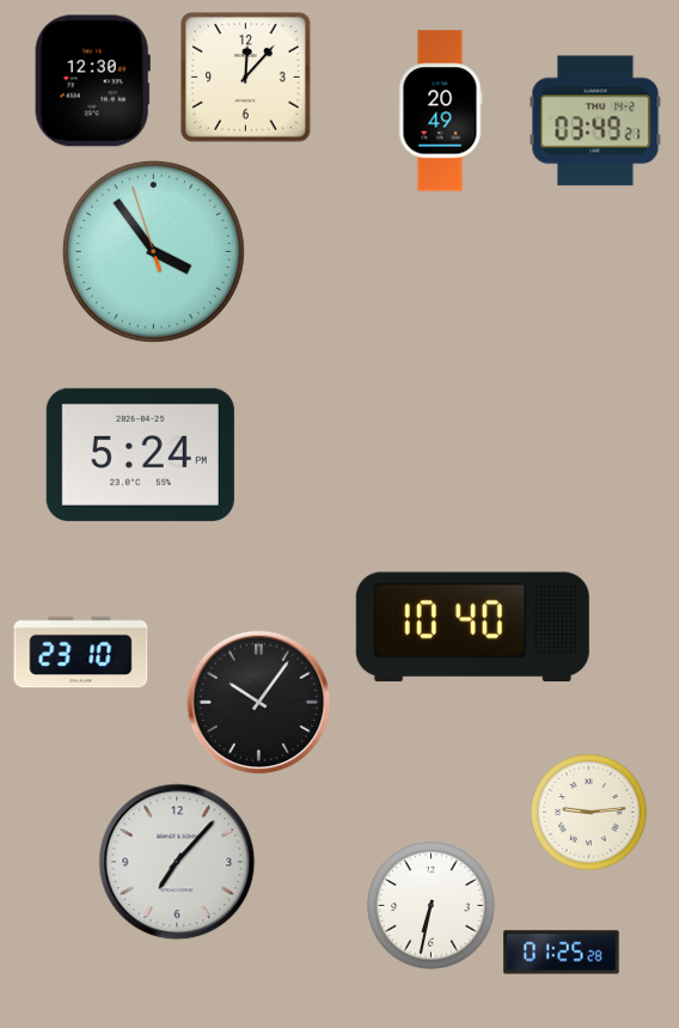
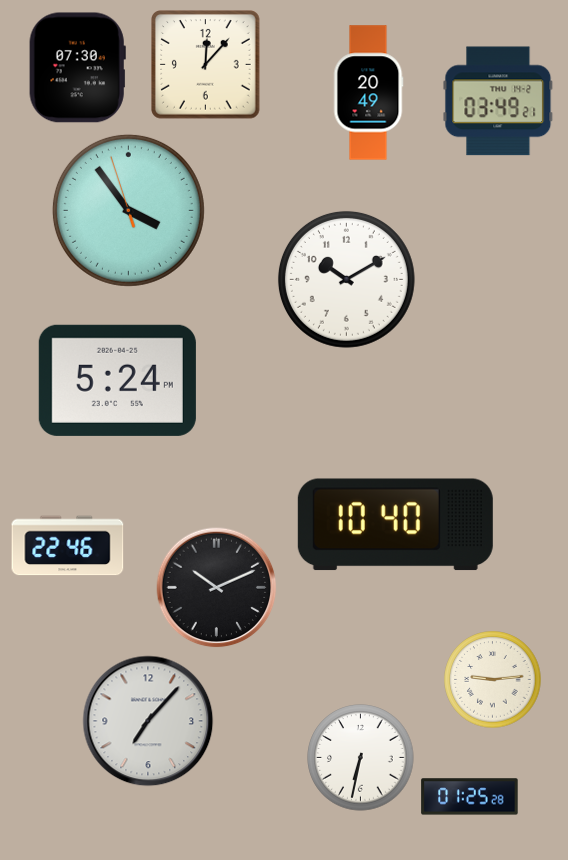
clock at (92, 81): 12:30 -> 07:30
clock at (346, 279): none -> 10:10
clock at (81, 653): 23:10 -> 22:46
clock at (259, 703): 10:06 -> 10:11
